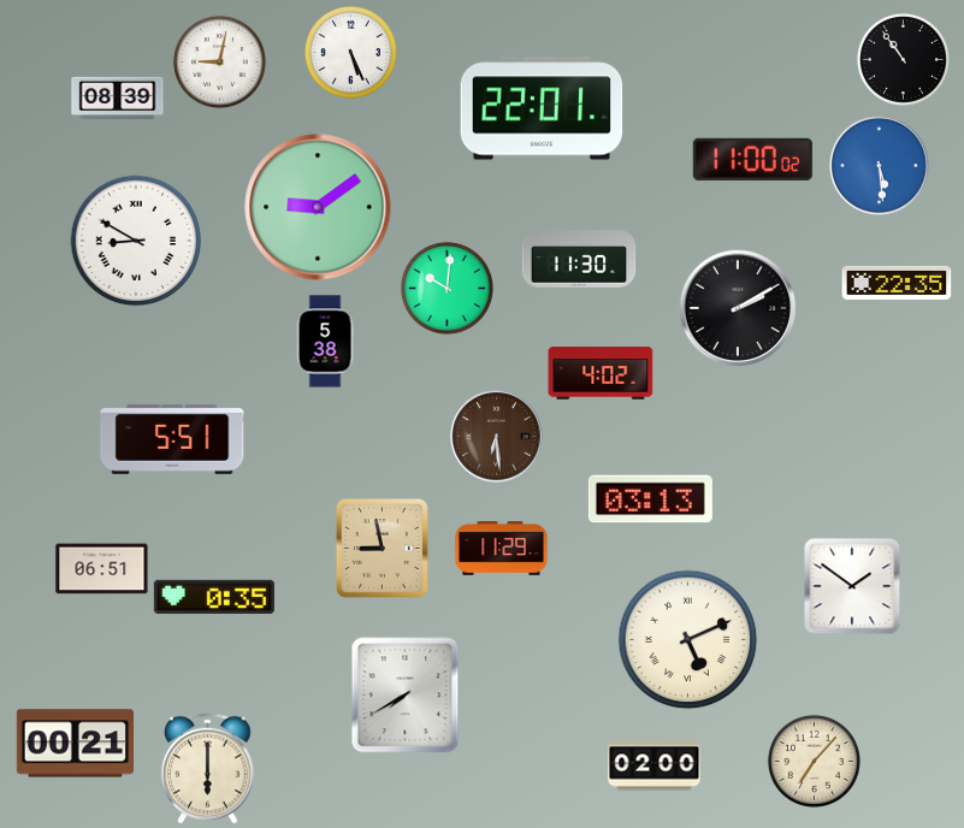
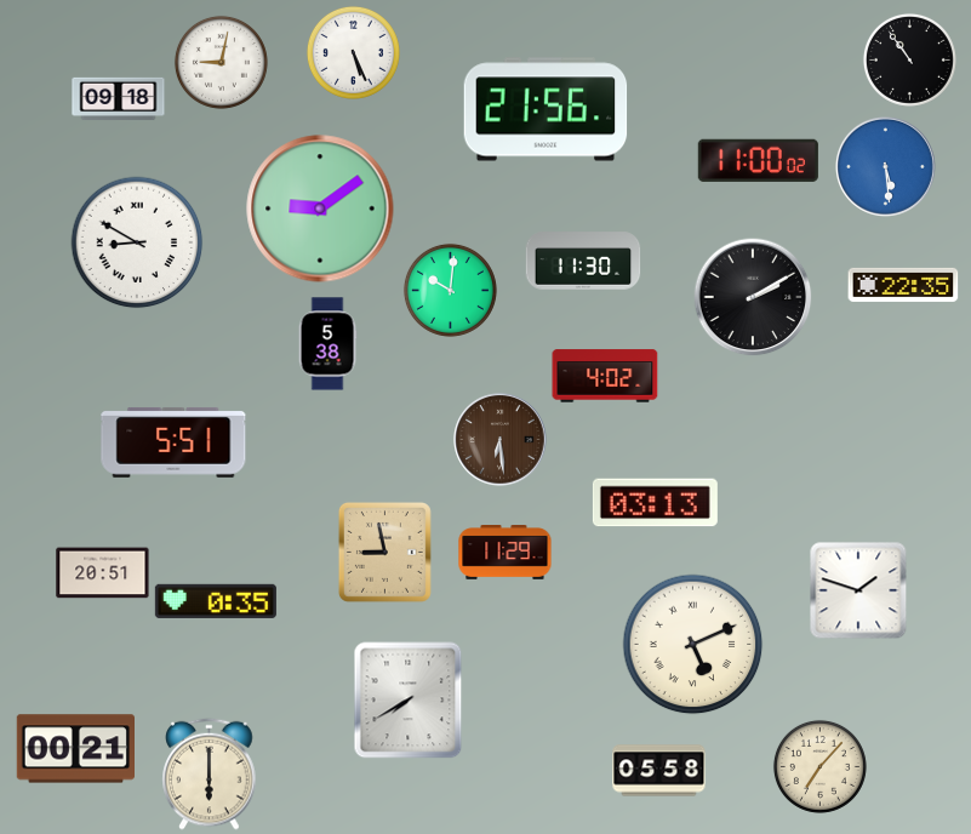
clock at (118, 99): 08:39 -> 09:18
clock at (542, 108): 22:01 -> 21:56
clock at (738, 308) position: (738, 308) -> (753, 297)
clock at (102, 569): 06:51 -> 20:51
clock at (852, 586): 1:51 -> 1:48
clock at (655, 765): 02:00 -> 05:58
